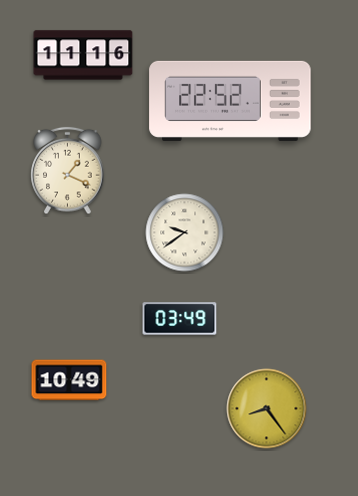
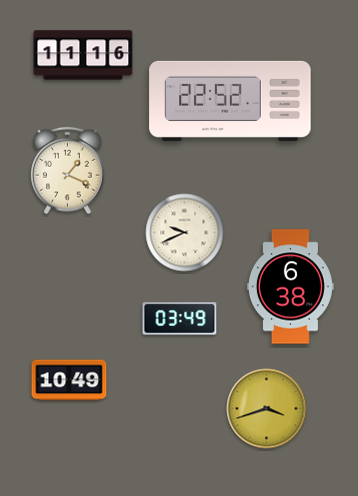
clock at (185, 233): 9:39 -> 9:41
clock at (290, 287): none -> 6:38
clock at (267, 409): 8:24 -> 3:42
